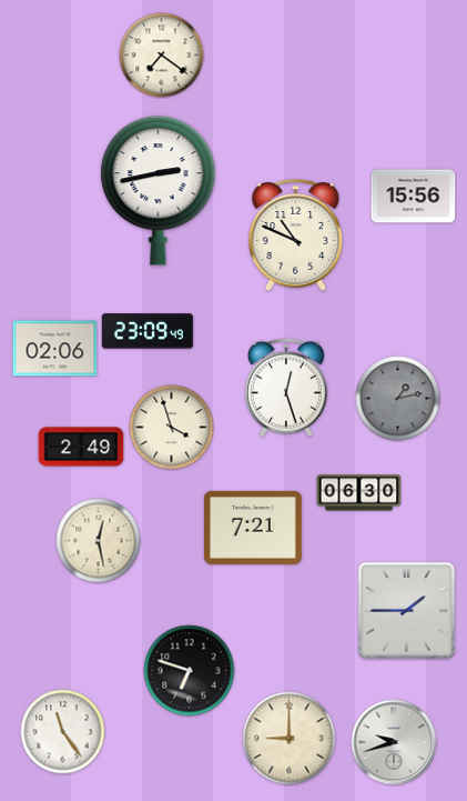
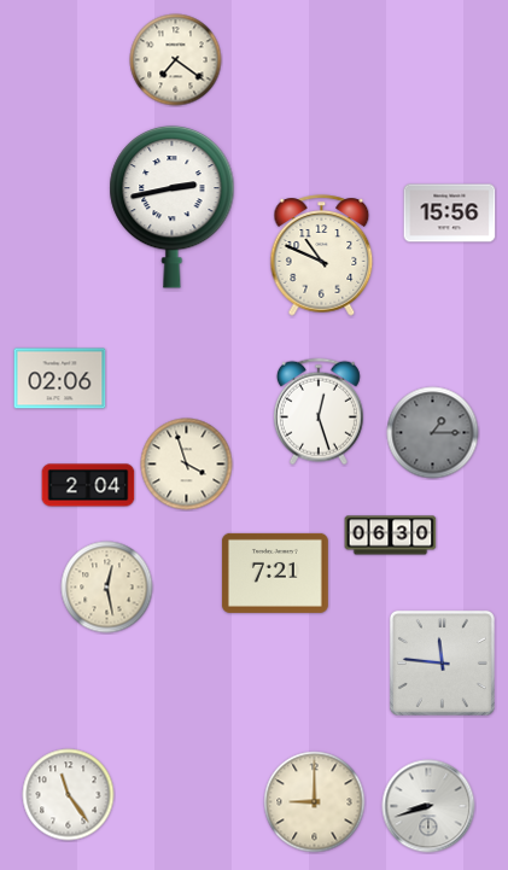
clock at (148, 331): 23:09 -> none
clock at (286, 388) position: (286, 388) -> (319, 411)
clock at (398, 399): 1:13 -> 1:15
clock at (81, 447): 2:49 -> 2:04
clock at (406, 610): 1:45 -> 11:46
clock at (190, 671): 6:48 -> none
clock at (394, 742): 9:42 -> 8:42
